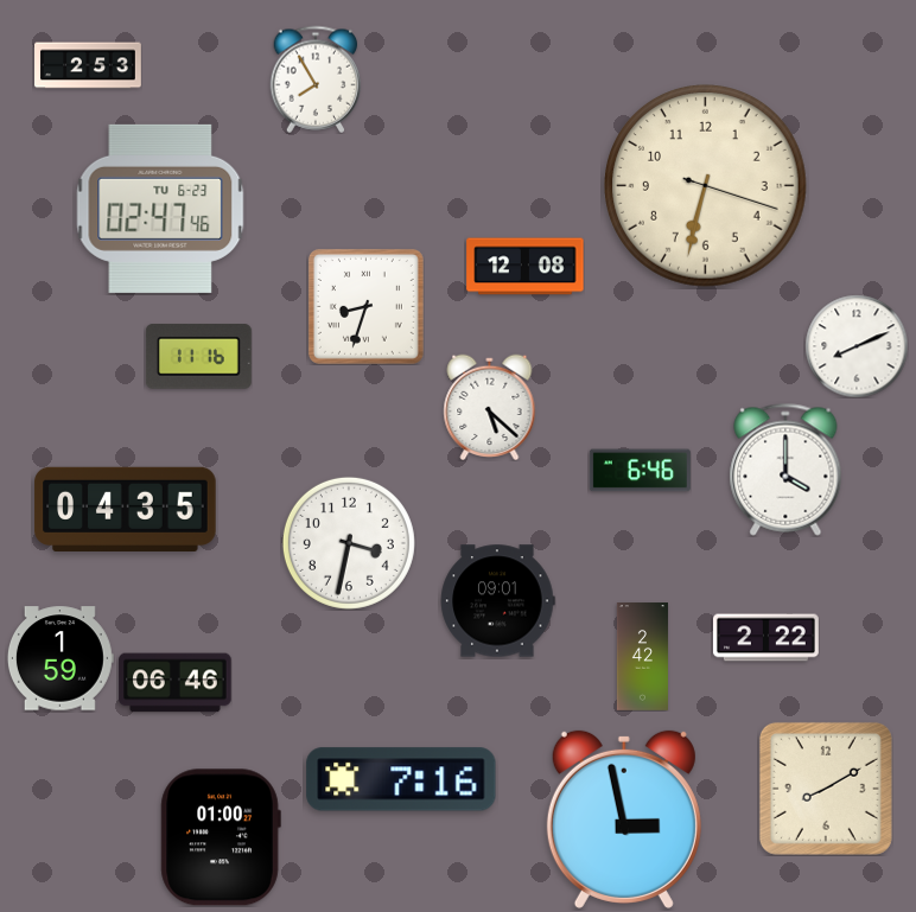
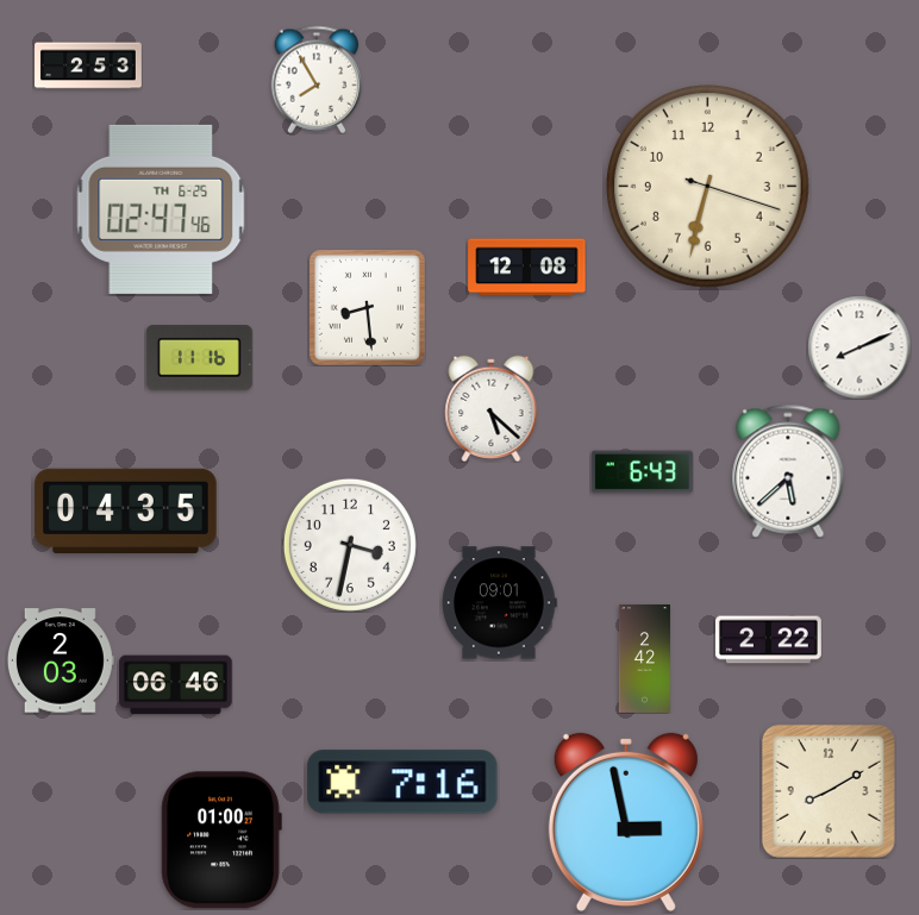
clock at (160, 209) date: TU 6-23 -> TH 6-25
clock at (365, 306): 8:33 -> 8:29
clock at (785, 470): 4:00 -> 5:38
clock at (640, 471): 6:46 -> 6:43
clock at (61, 658): 1:59 -> 2:03
